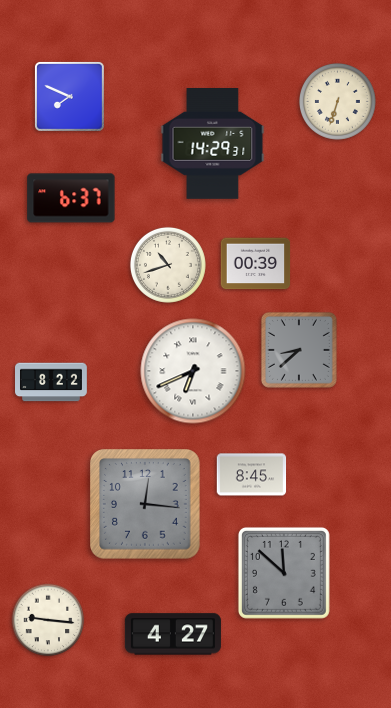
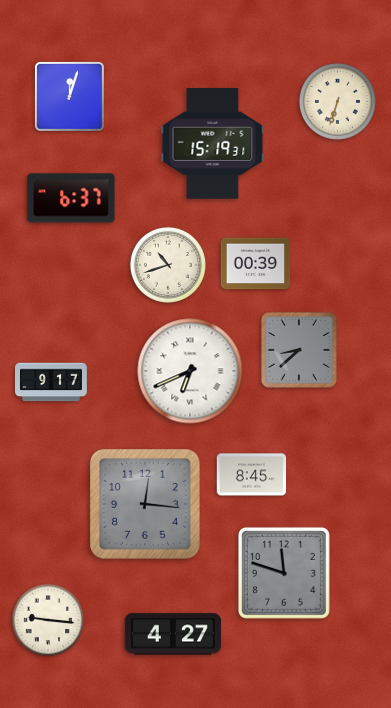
clock at (70, 96): 7:49 -> 12:03
clock at (213, 144): 14:29 -> 15:19
clock at (193, 371) position: (193, 371) -> (190, 371)
clock at (52, 382): 8:22 -> 9:17
clock at (284, 573): 11:52 -> 11:48
